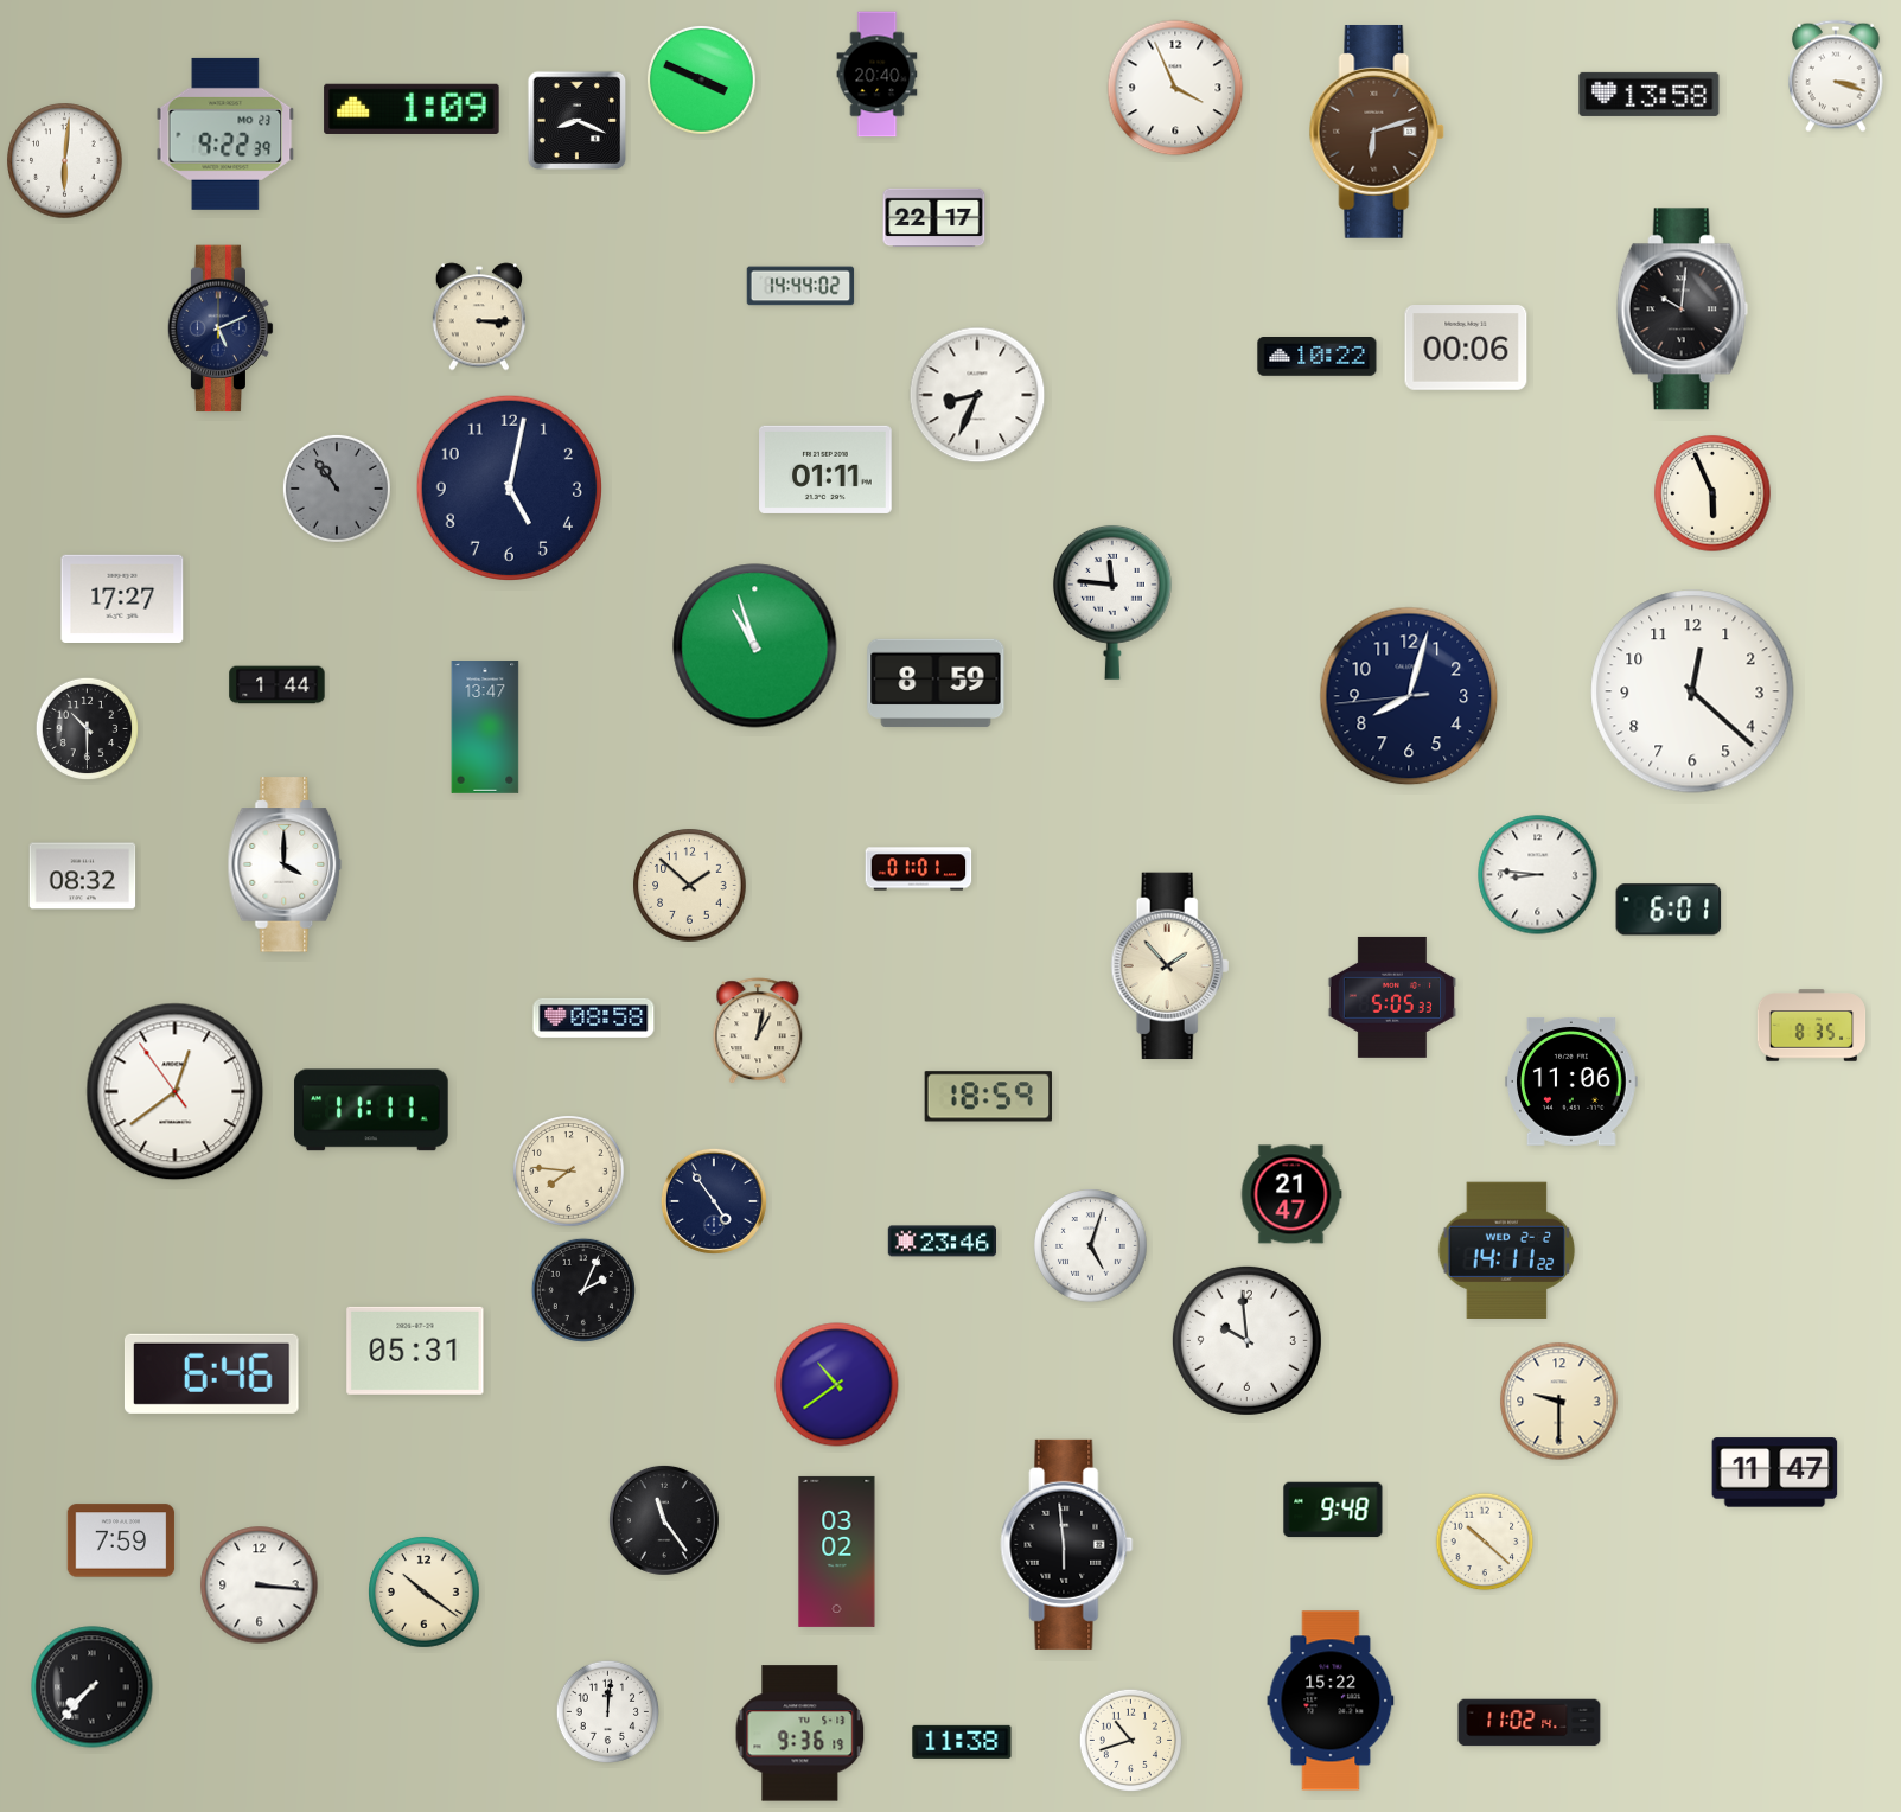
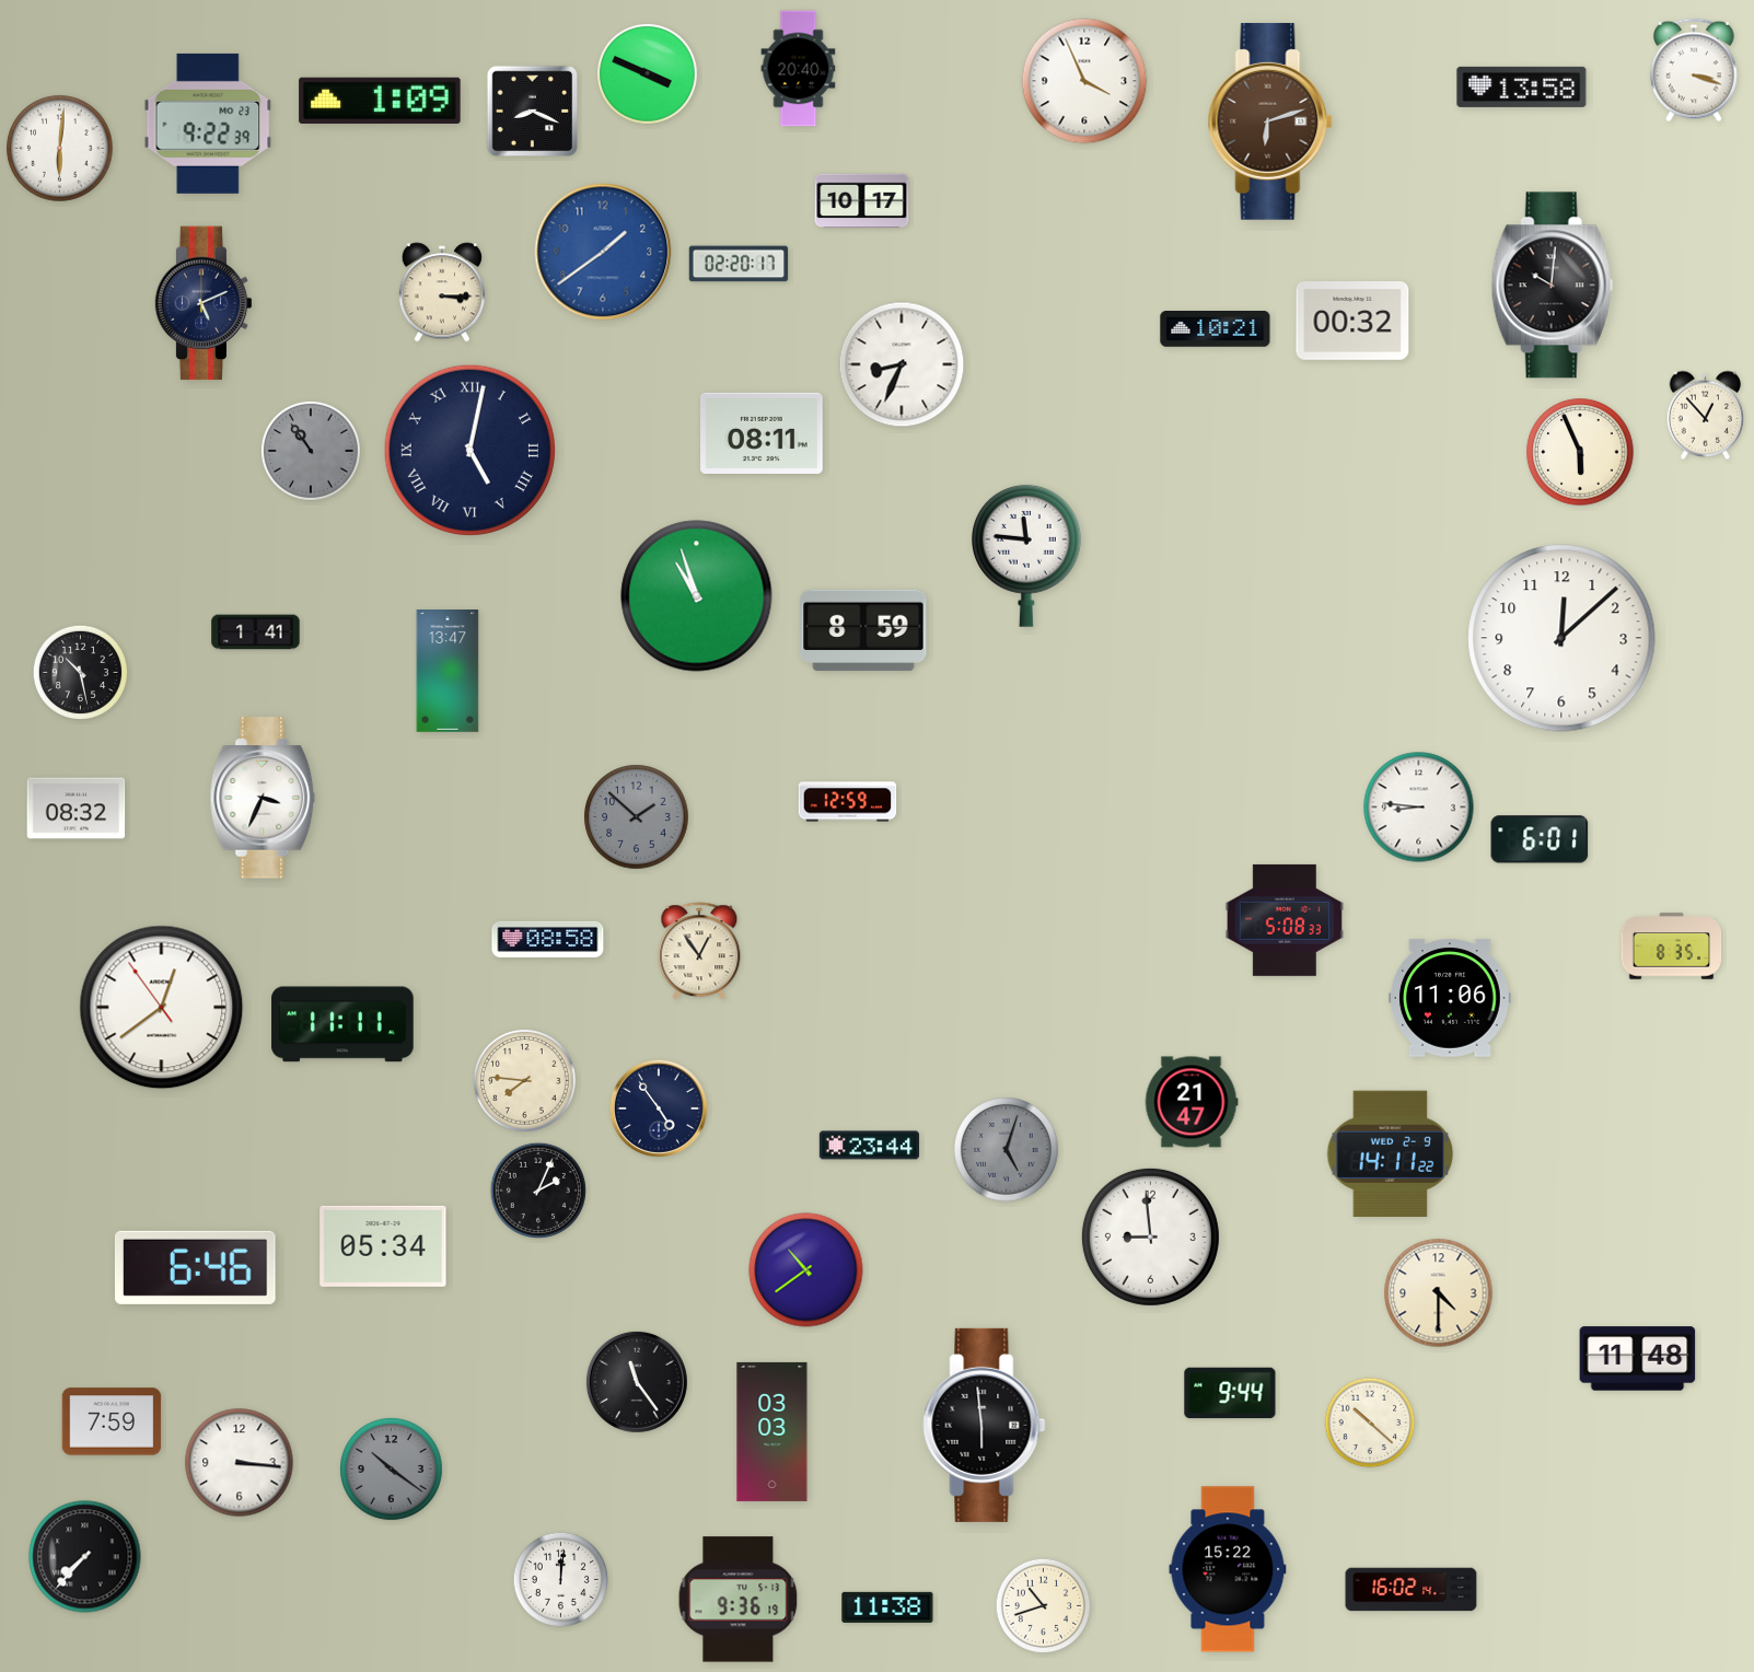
clock at (878, 75) position: (878, 75) -> (799, 69)
clock at (934, 218): 22:17 -> 10:17
clock at (603, 252): none -> 1:39
clock at (800, 286): 14:44 -> 02:20
clock at (1466, 349): 00:06 -> 00:32
clock at (1318, 357): 10:22 -> 10:21
clock at (1706, 415): none -> 12:53
clock at (827, 470): 01:11 -> 08:11
clock at (509, 487) numerals: Arabic -> Roman
clock at (1712, 493) position: (1712, 493) -> (1580, 452)
clock at (122, 598): 17:27 -> none
clock at (278, 685): 1:44 -> 1:41
clock at (1692, 691): 12:22 -> 12:08
clock at (1409, 696): 8:02 -> none
clock at (87, 728): 10:30 -> 10:28
clock at (285, 864): 4:00 -> 3:34
clock at (919, 869): 01:01 -> 12:59
clock at (690, 886) dial: cream -> grey
clock at (1170, 966): 1:53 -> none
clock at (1392, 997): 5:05 -> 5:08
clock at (758, 1032): 1:02 -> 12:54
clock at (988, 1097): 18:59 -> none
clock at (942, 1242): 23:46 -> 23:44
clock at (1091, 1246) dial: white -> grey
clock at (1507, 1250) date: WED 2-2 -> WED 2-9
clock at (1246, 1340): 9:59 -> 8:59
clock at (415, 1351): 05:31 -> 05:34
clock at (837, 1385) position: (837, 1385) -> (806, 1270)
clock at (1559, 1402): 9:30 -> 4:30
clock at (1775, 1473): 11:47 -> 11:48
clock at (1333, 1510): 9:48 -> 9:44
clock at (664, 1520) position: (664, 1520) -> (637, 1382)
clock at (837, 1551): 03:02 -> 03:03
clock at (425, 1593) dial: cream -> grey
clock at (1530, 1723): 11:02 -> 16:02
